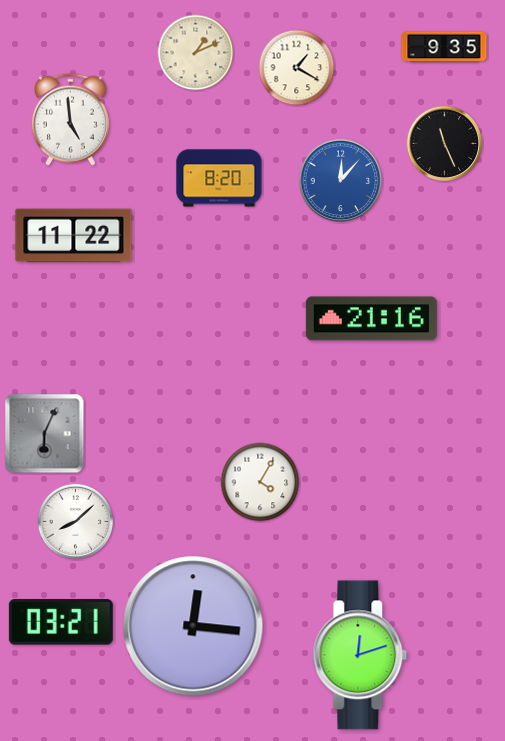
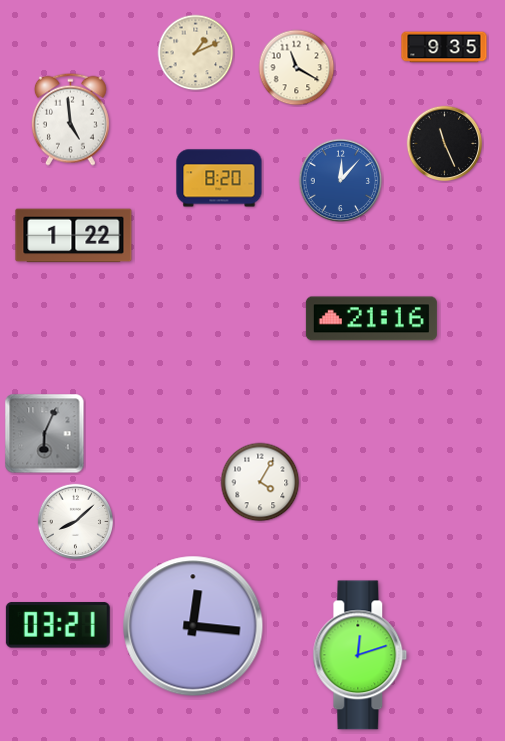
clock at (297, 68): 1:20 -> 11:20
clock at (74, 236): 11:22 -> 1:22
clock at (61, 622) position: (61, 622) -> (58, 625)
